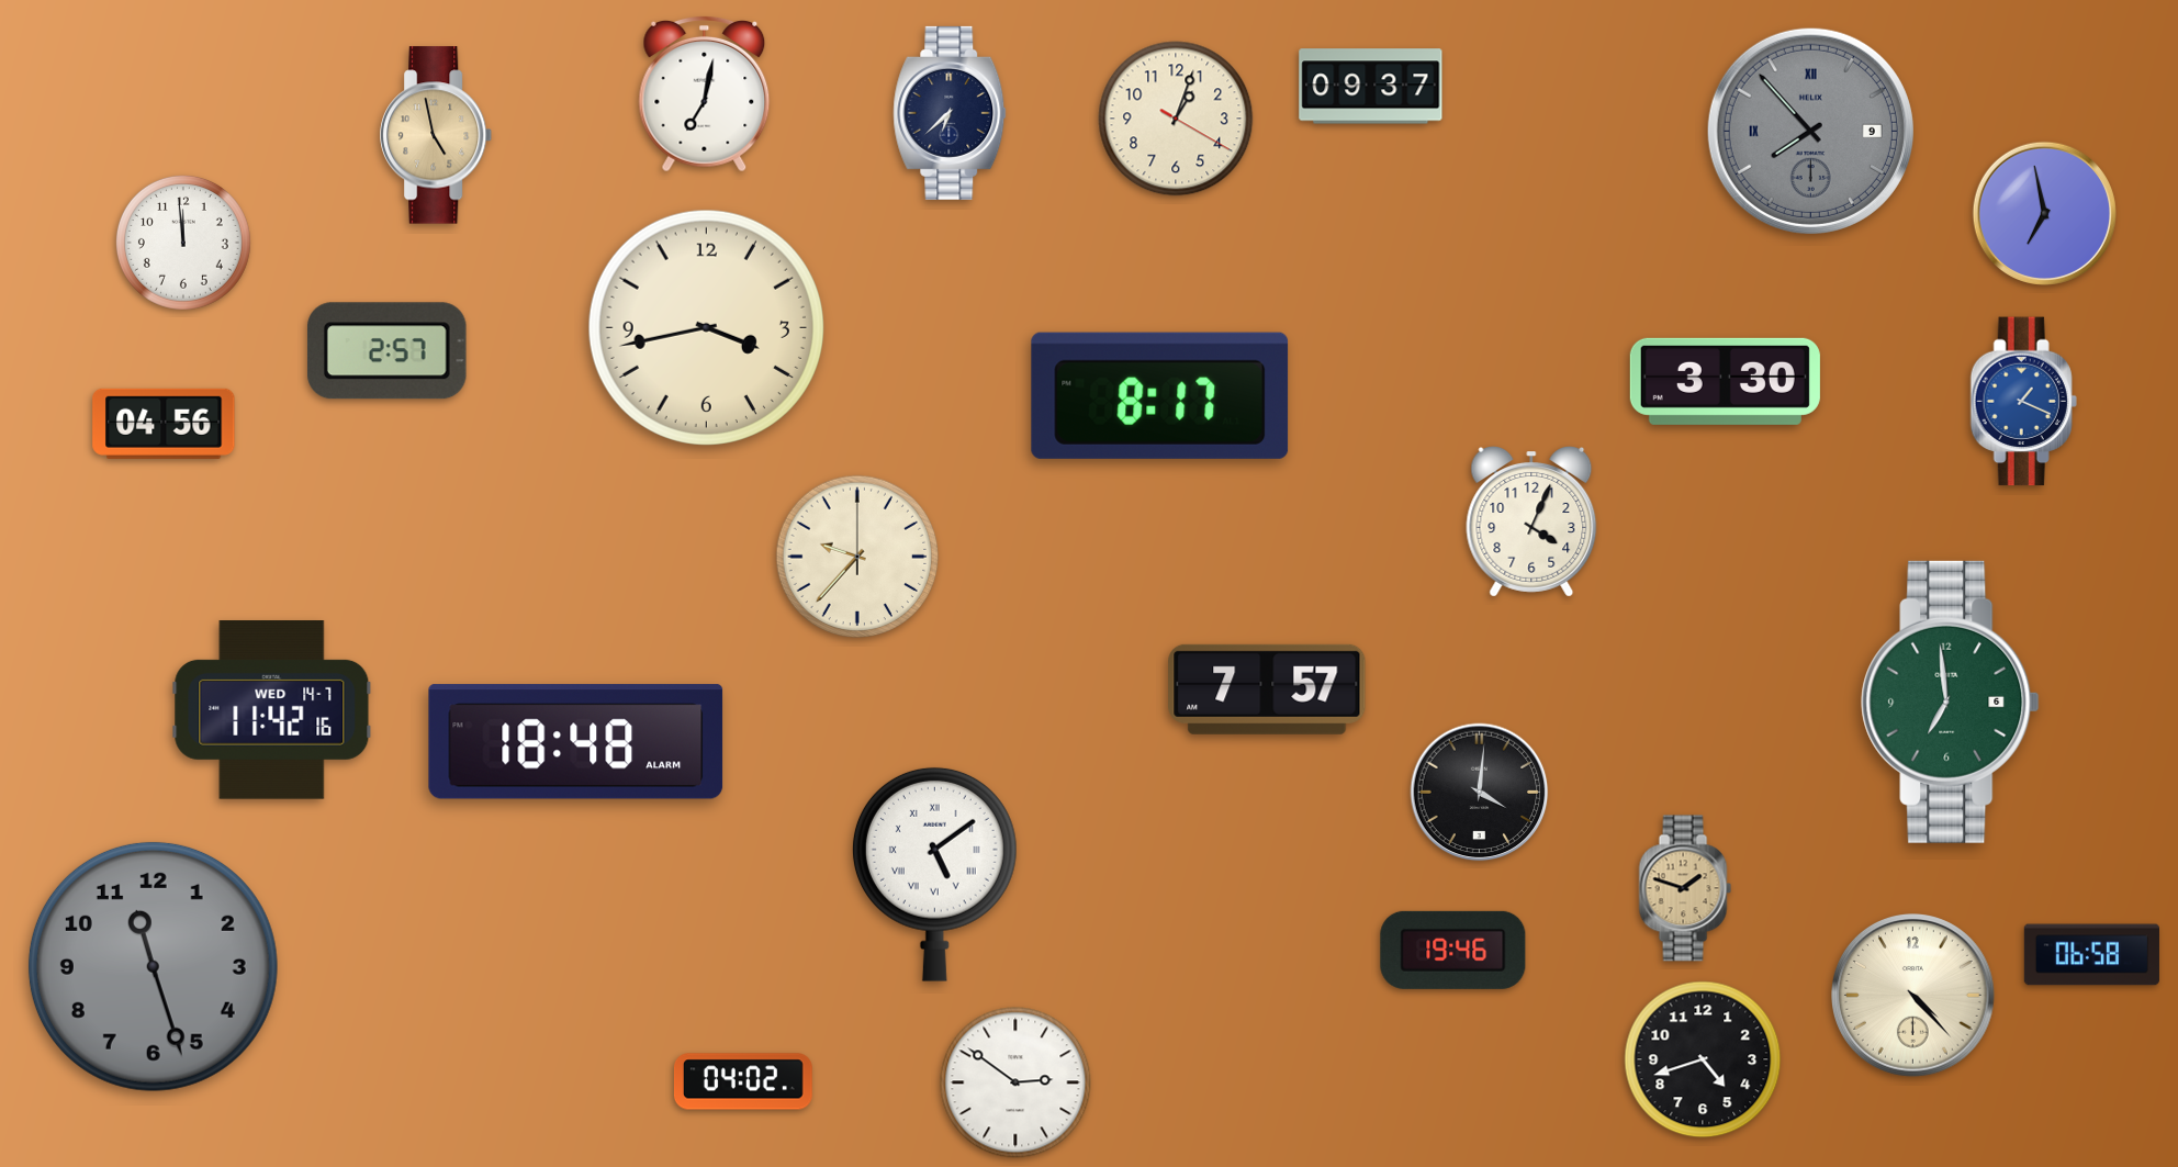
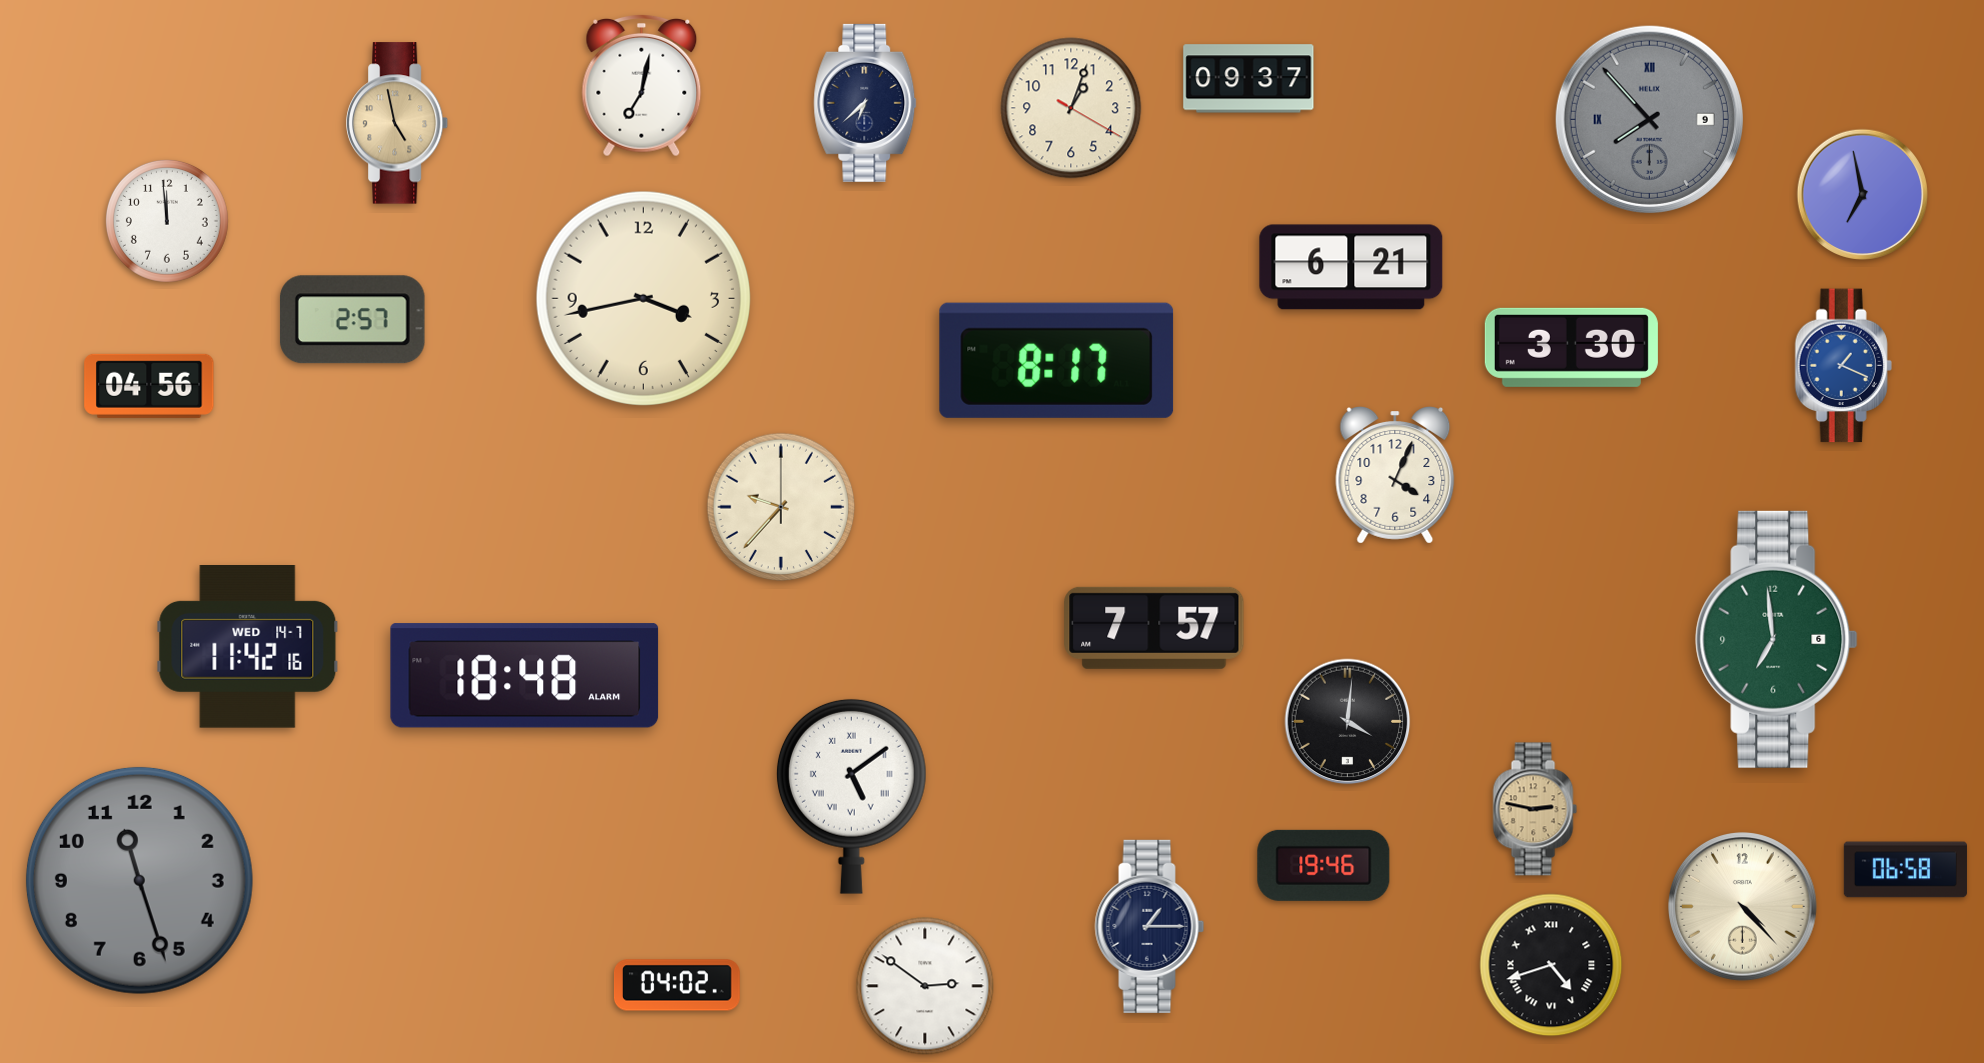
clock at (1351, 267): none -> 6:21
clock at (1685, 888): 1:48 -> 2:47
clock at (1150, 926): none -> 1:15
clock at (1703, 1059) numerals: Arabic -> Roman
